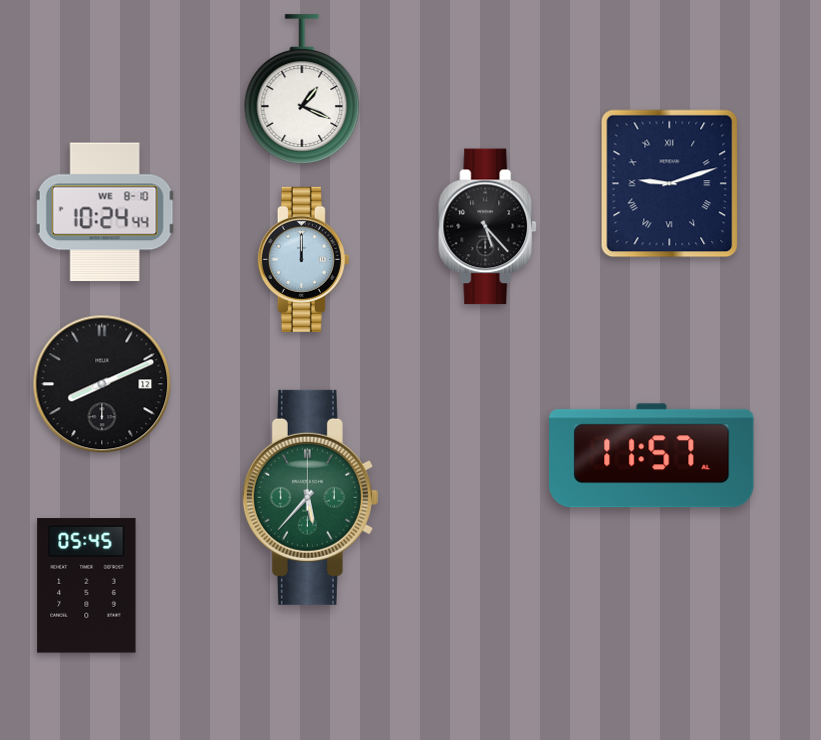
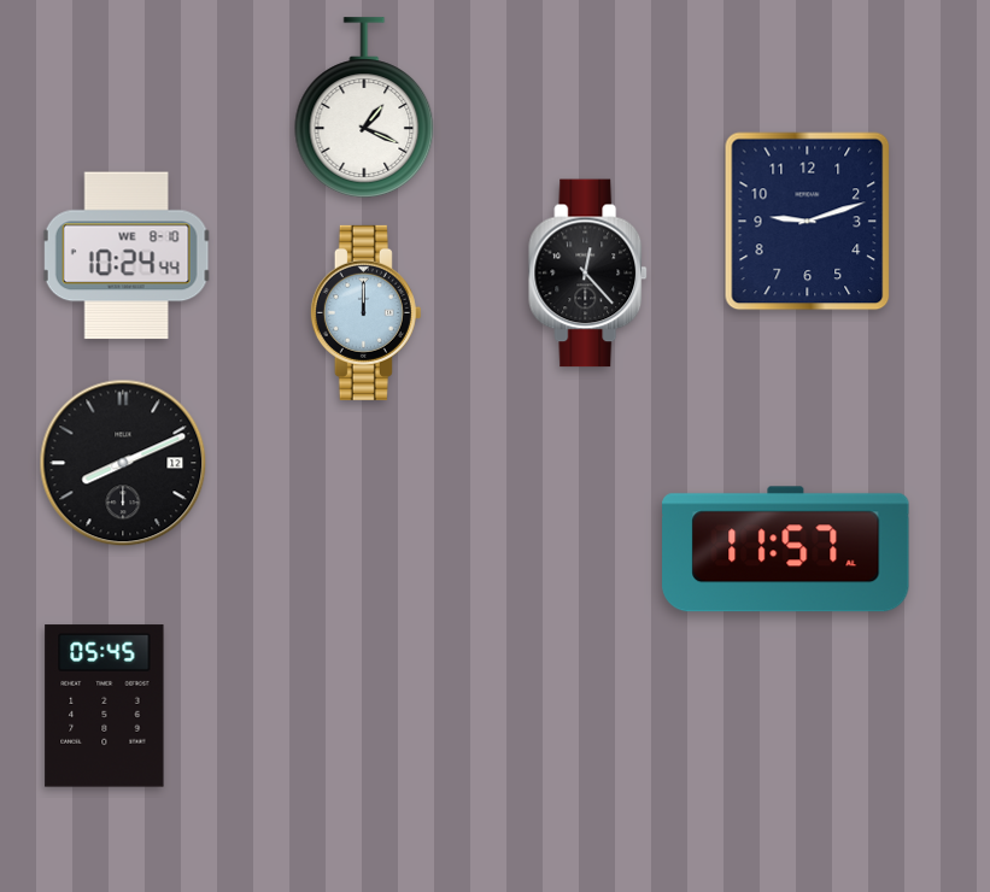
clock at (670, 184) numerals: Roman -> Arabic
clock at (488, 227): 5:23 -> 12:23
clock at (310, 497): 5:37 -> none
